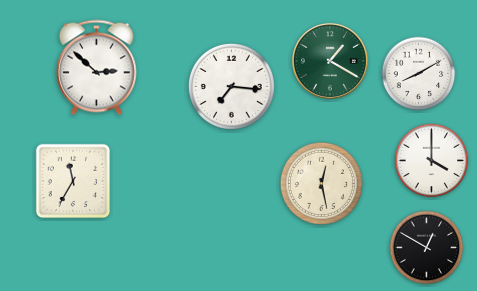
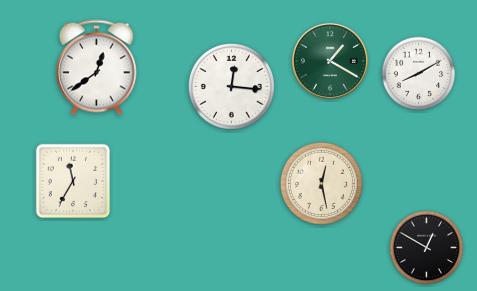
clock at (97, 68): 2:52 -> 12:39
clock at (231, 86): 7:16 -> 12:16
clock at (432, 161): 4:00 -> none
